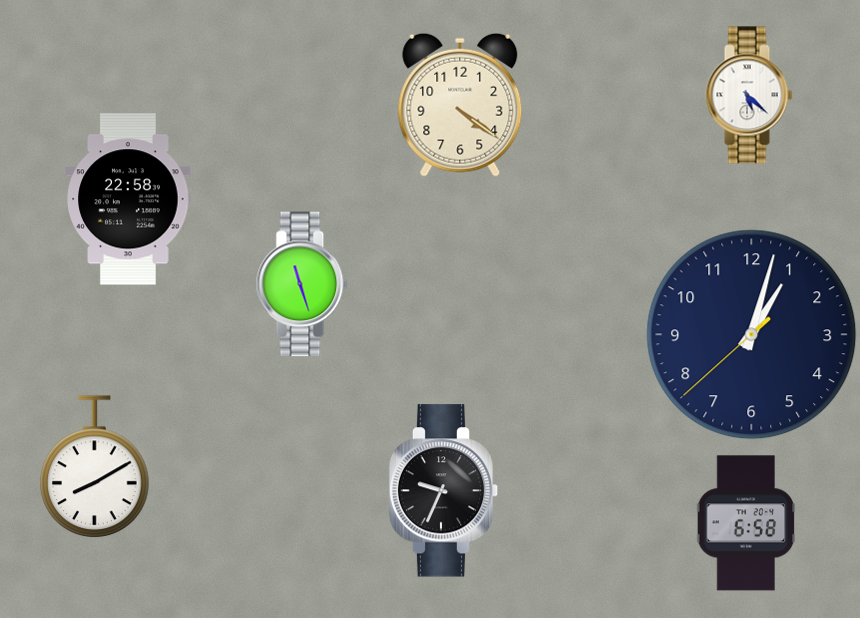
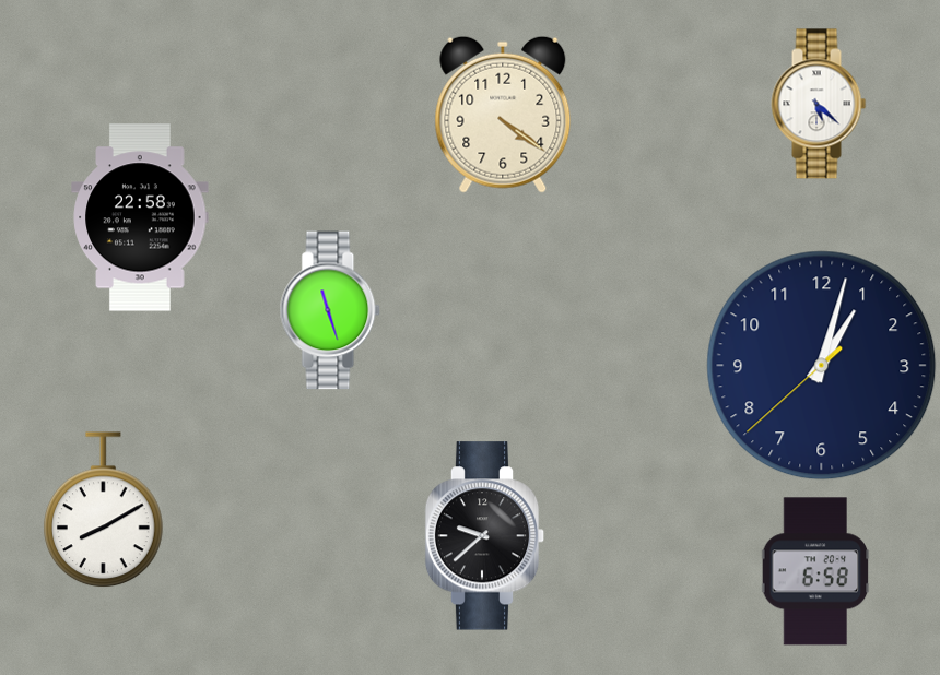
clock at (444, 491): 9:34 -> 9:38
